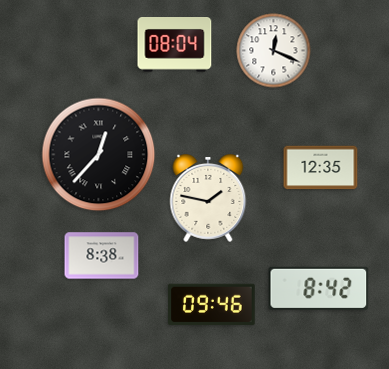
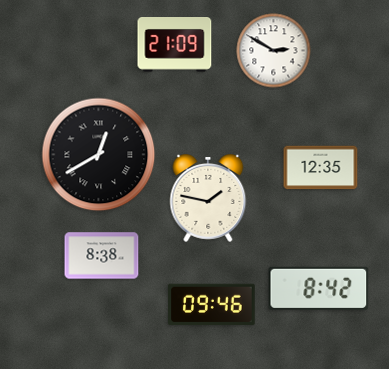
clock at (175, 45): 08:04 -> 21:09
clock at (274, 51): 12:19 -> 2:50
clock at (99, 155): 12:37 -> 12:40
